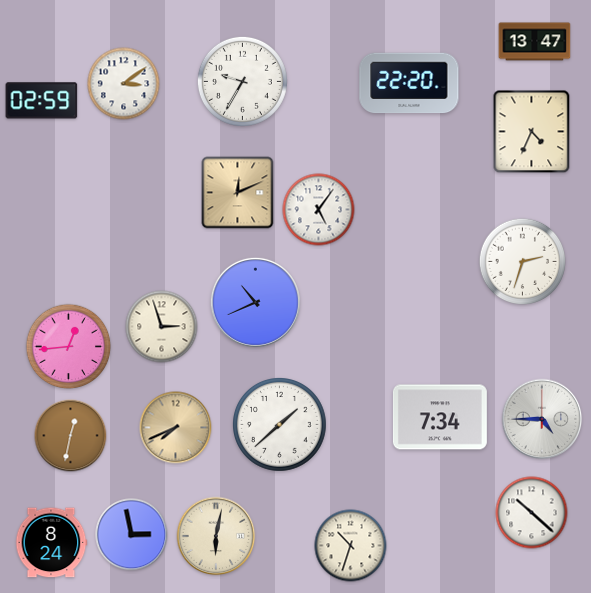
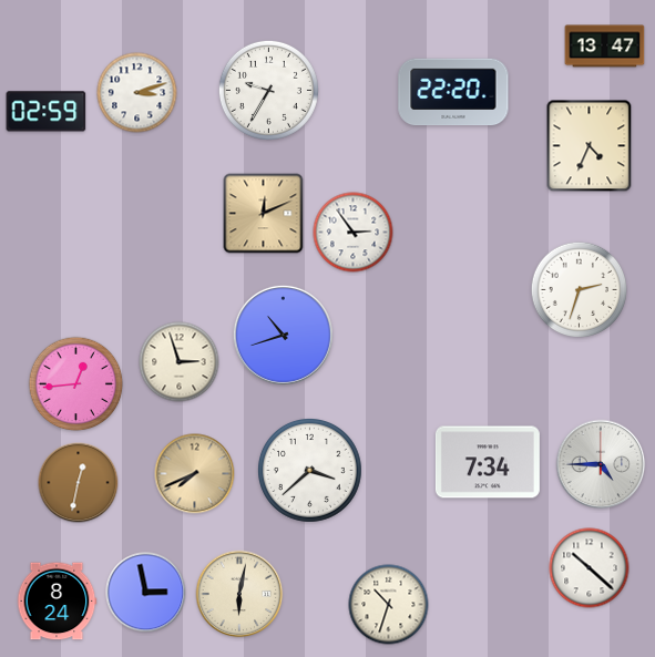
clock at (535, 42) position: (535, 42) -> (605, 47)
clock at (124, 84): 3:09 -> 3:12
clock at (319, 210): 5:06 -> 2:54
clock at (255, 302): 10:41 -> 10:42
clock at (280, 425): 1:38 -> 3:38
